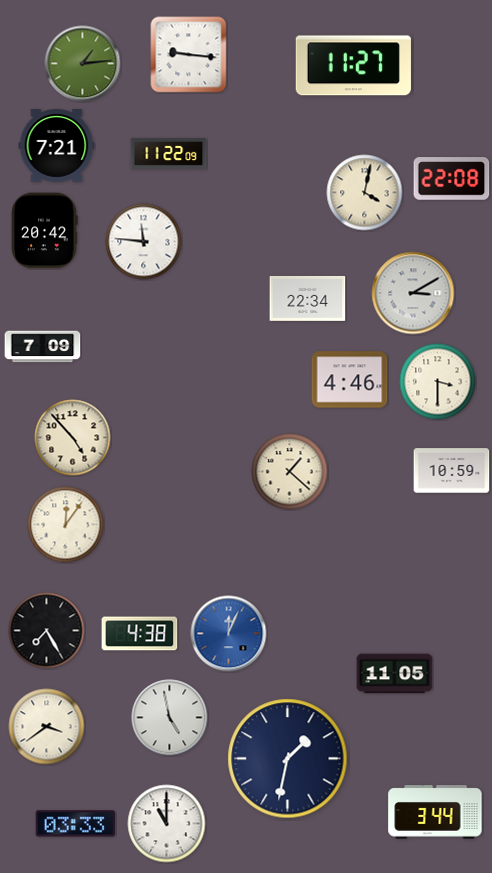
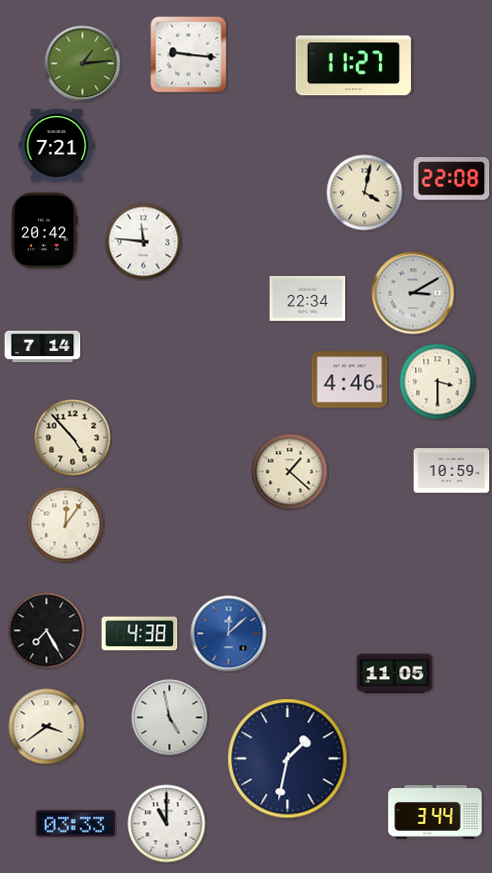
clock at (169, 153): 11:22 -> none
clock at (43, 347): 7:09 -> 7:14
clock at (229, 634): 12:04 -> 12:08
